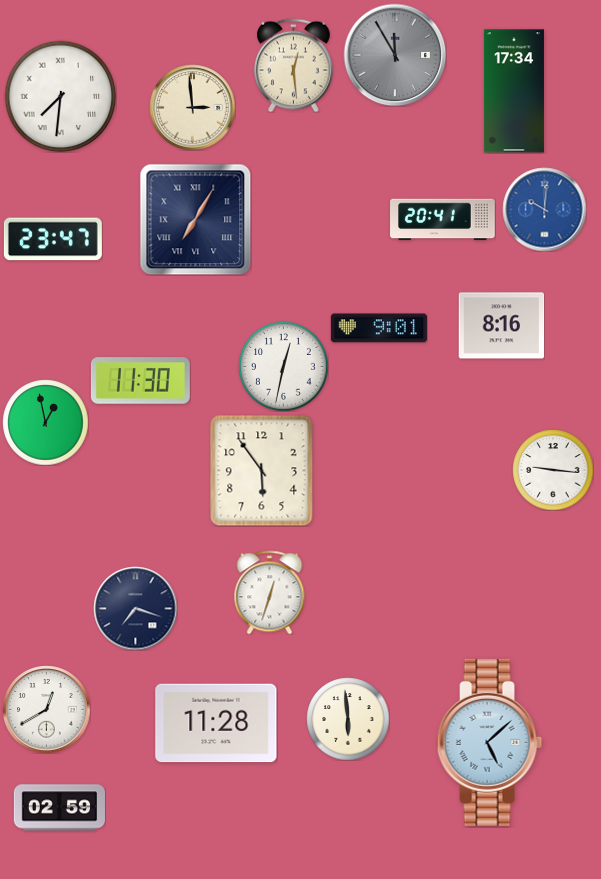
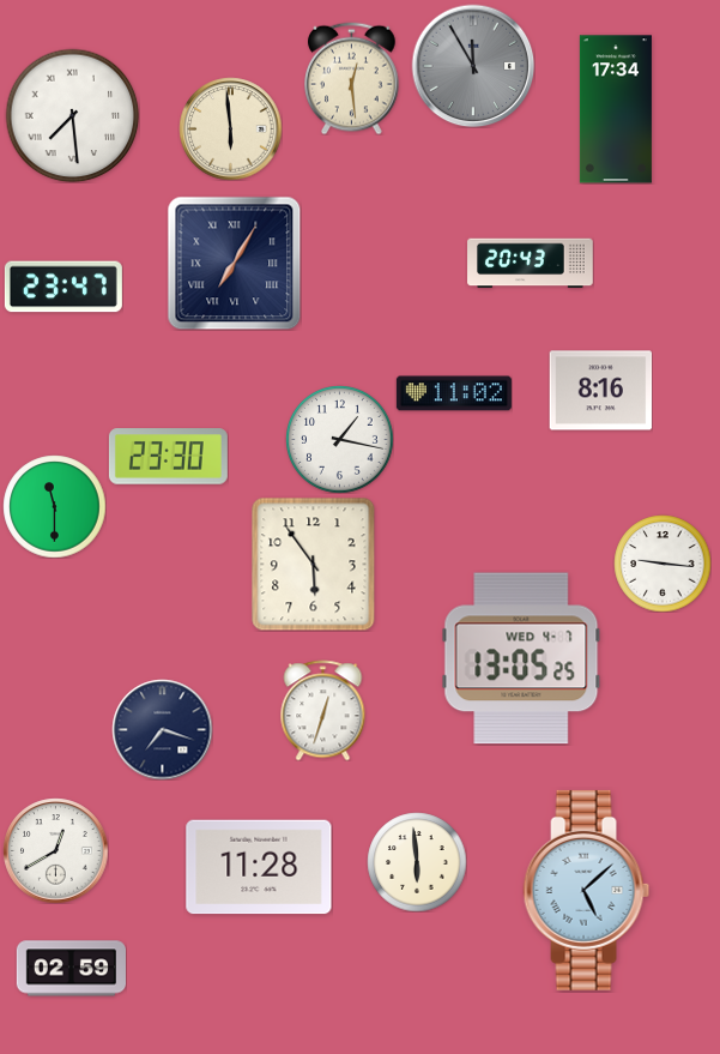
clock at (60, 96): 7:31 -> 7:29
clock at (192, 107): 2:59 -> 5:59
clock at (544, 209): 10:01 -> none
clock at (443, 220): 20:41 -> 20:43
clock at (379, 328): 9:01 -> 11:02
clock at (283, 366): 12:32 -> 1:17
clock at (140, 381): 11:30 -> 23:30
clock at (45, 422): 12:58 -> 11:30
clock at (521, 658): none -> 13:05
